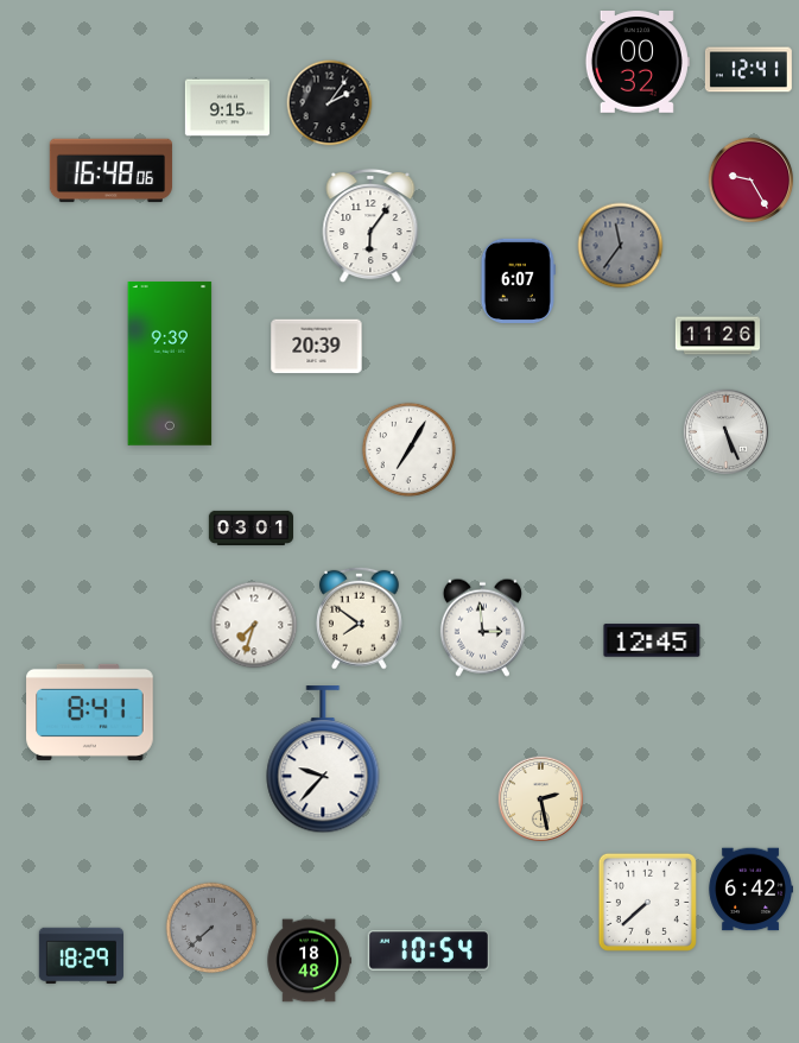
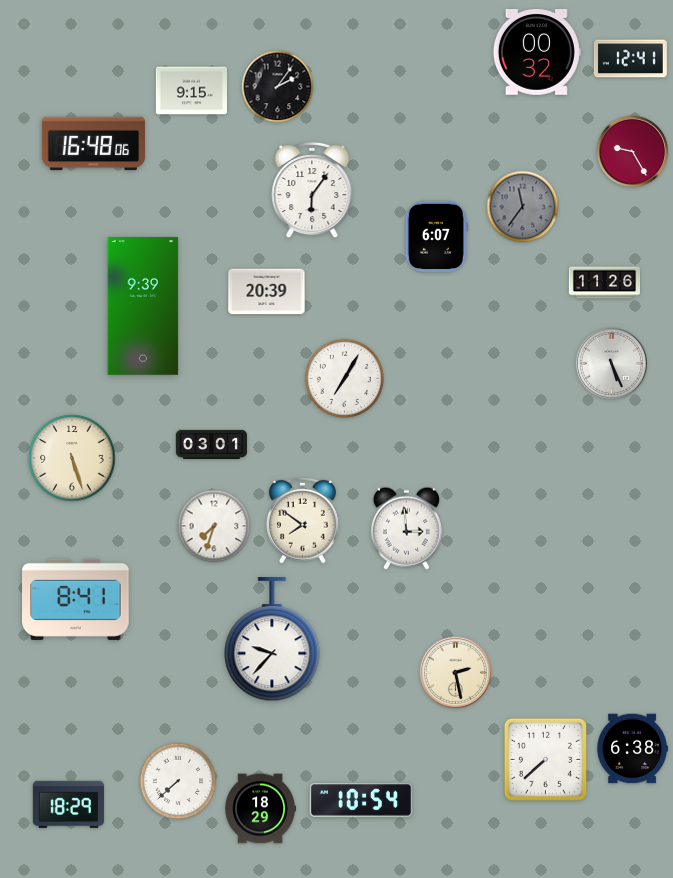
clock at (72, 458): none -> 5:27
clock at (652, 640): 12:45 -> none
clock at (750, 890): 6:42 -> 6:38
clock at (211, 928) dial: grey -> white
clock at (309, 961): 18:48 -> 18:29
